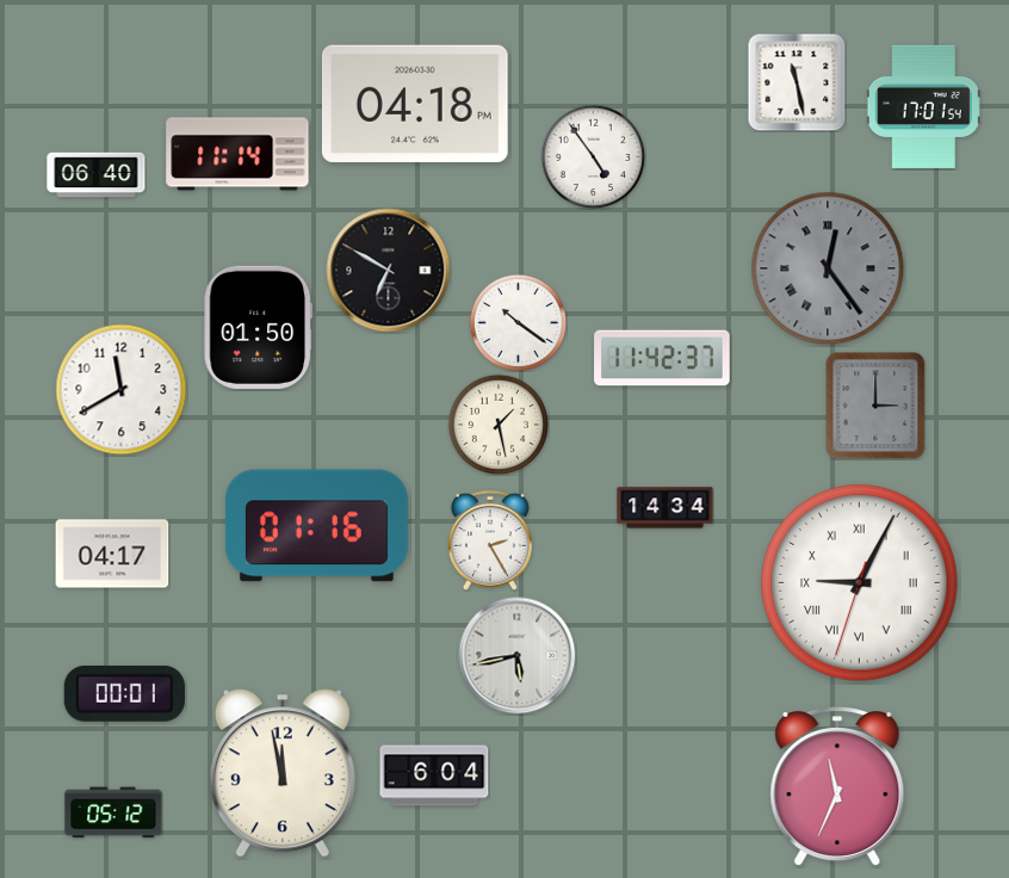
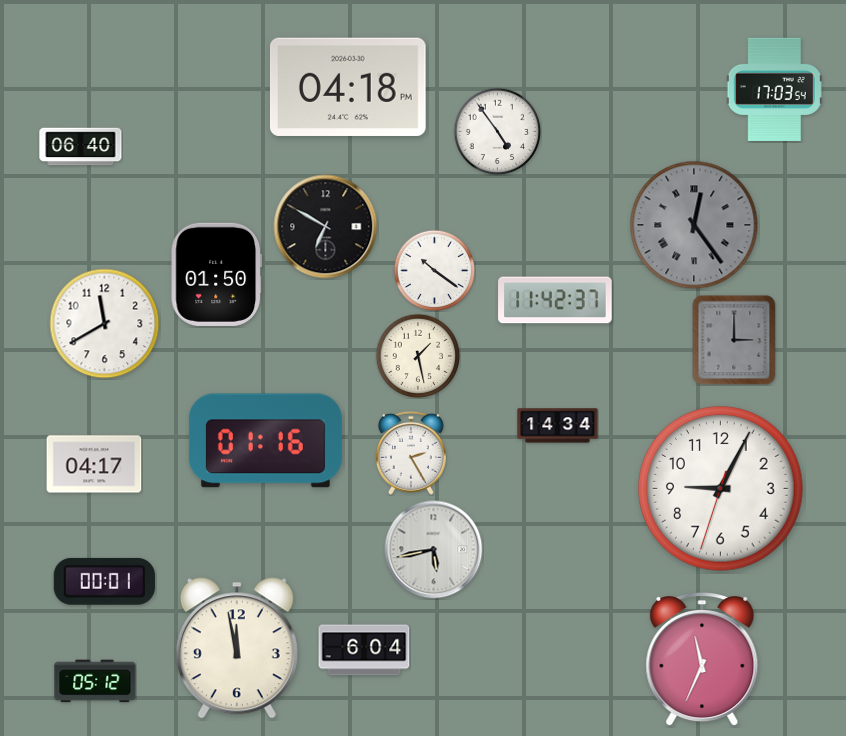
clock at (797, 82): 11:28 -> none
clock at (923, 106): 17:01 -> 17:03
clock at (237, 154): 11:14 -> none
clock at (122, 390) position: (122, 390) -> (105, 324)
clock at (860, 583) numerals: Roman -> Arabic
